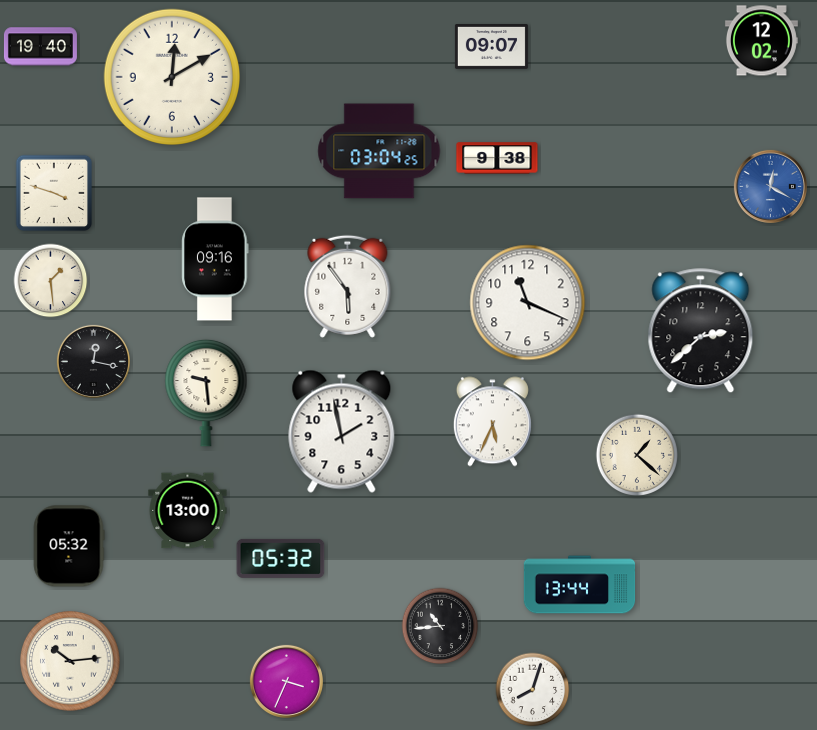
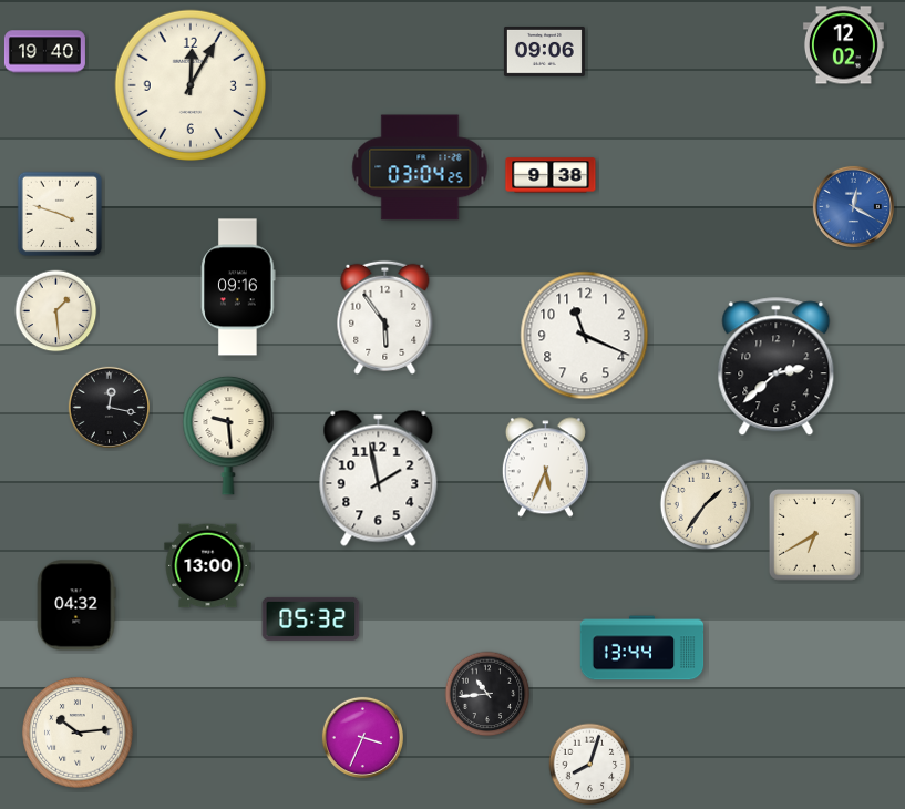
clock at (491, 47): 09:07 -> 09:06
clock at (172, 77): 12:10 -> 12:05
clock at (93, 361) position: (93, 361) -> (109, 407)
clock at (637, 455): 1:22 -> 1:36
clock at (814, 534): none -> 6:40
clock at (69, 546): 05:32 -> 04:32
clock at (286, 681) position: (286, 681) -> (362, 737)
